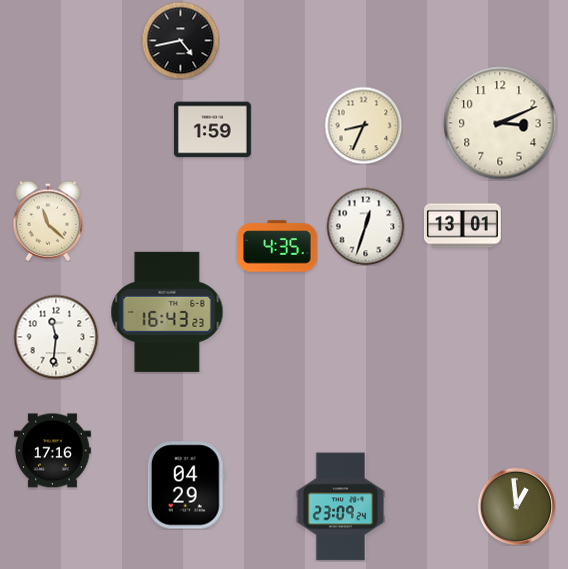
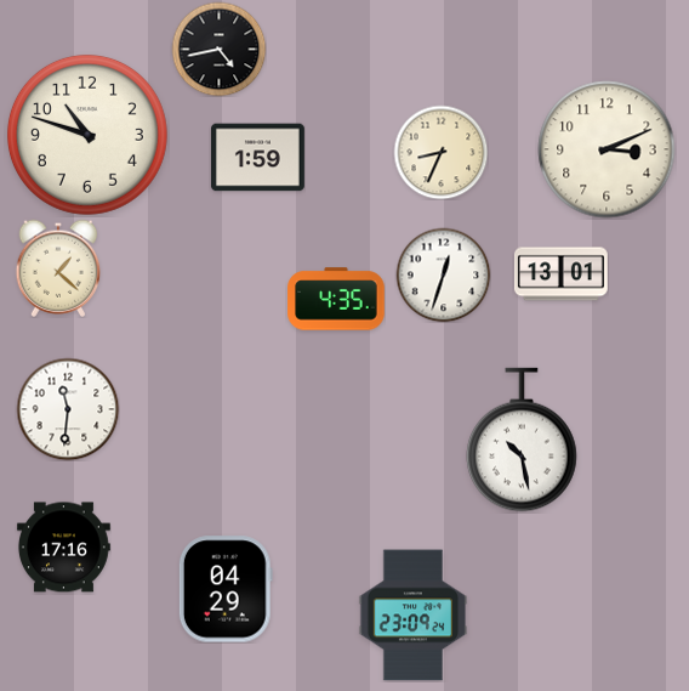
clock at (87, 135): none -> 10:48
clock at (48, 221): 11:22 -> 1:22
clock at (167, 312): 16:43 -> none
clock at (522, 440): none -> 10:28
clock at (516, 506): 12:59 -> none
